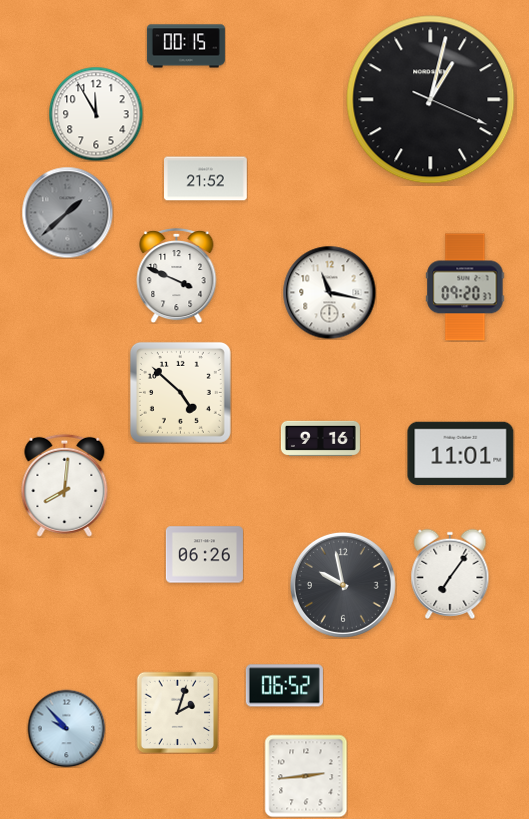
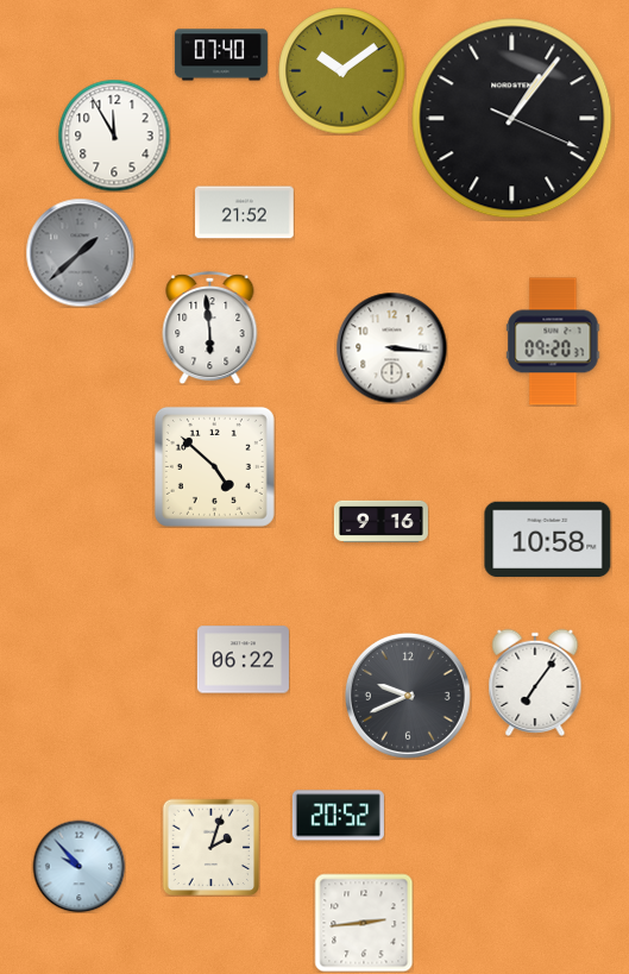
clock at (186, 46): 00:15 -> 07:40
clock at (342, 71): none -> 10:09
clock at (431, 100): 1:02 -> 1:06
clock at (177, 275): 3:49 -> 5:59
clock at (329, 292): 11:17 -> 3:16
clock at (461, 454): 11:01 -> 10:58
clock at (65, 485): 8:01 -> none
clock at (204, 555): 06:26 -> 06:22
clock at (343, 585): 9:58 -> 9:41
clock at (284, 686): 06:52 -> 20:52
